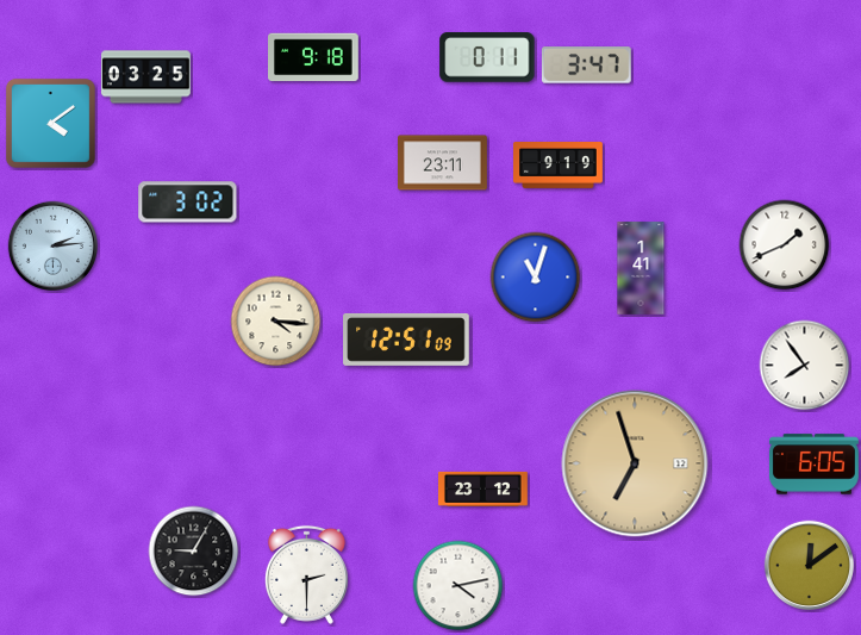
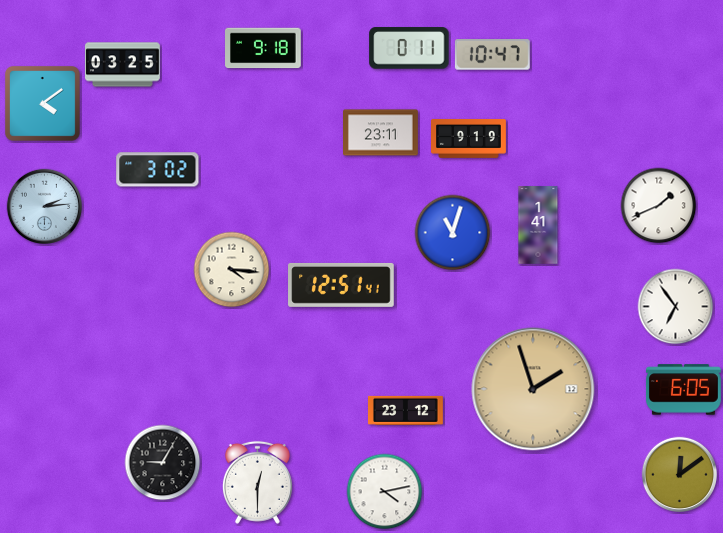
clock at (586, 66): 3:47 -> 10:47
clock at (443, 163) position: (443, 163) -> (381, 133)
clock at (536, 278) position: (536, 278) -> (453, 233)
clock at (406, 340): 12:51:09 -> 12:51:41
clock at (805, 366): 7:54 -> 6:54
clock at (635, 463): 6:57 -> 1:57
clock at (306, 574): 2:30 -> 12:30
